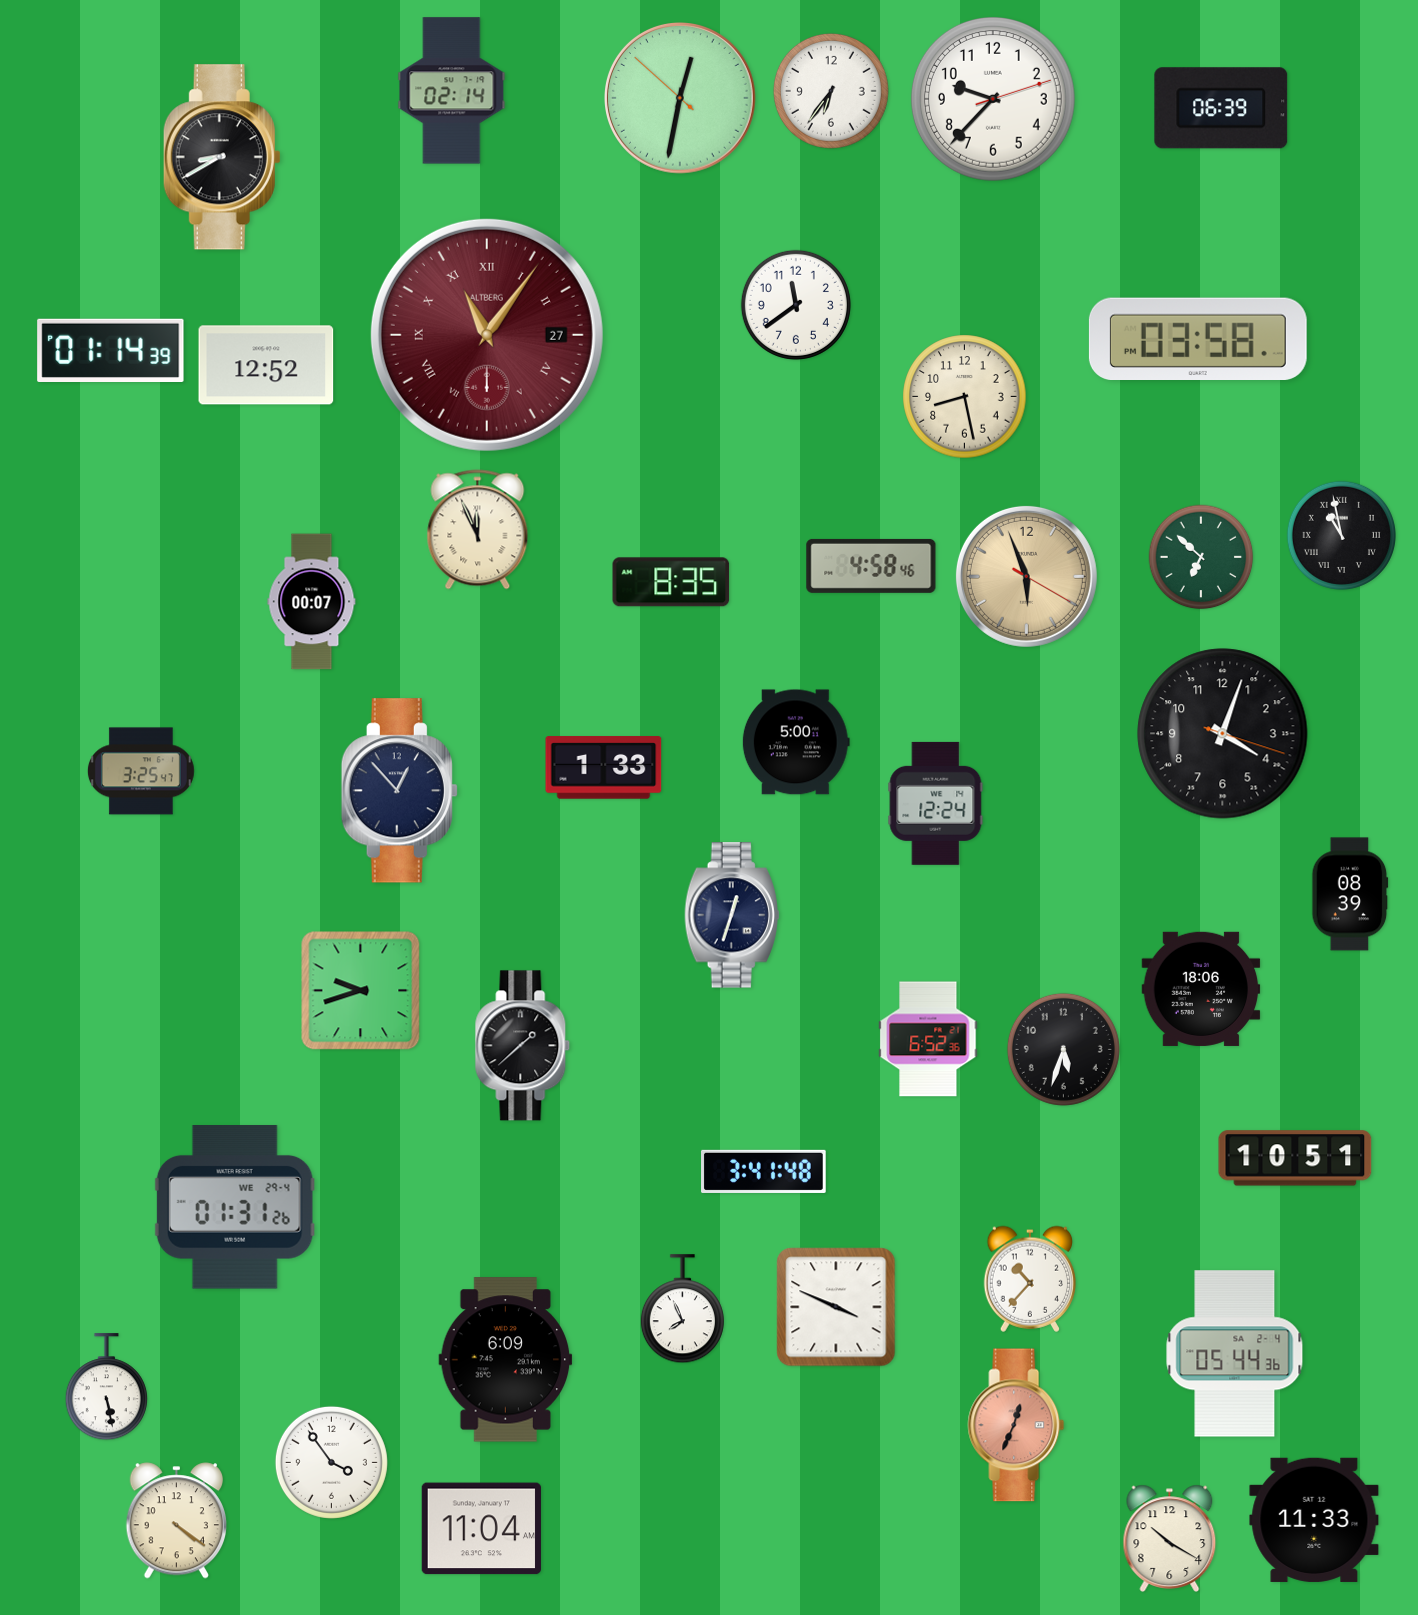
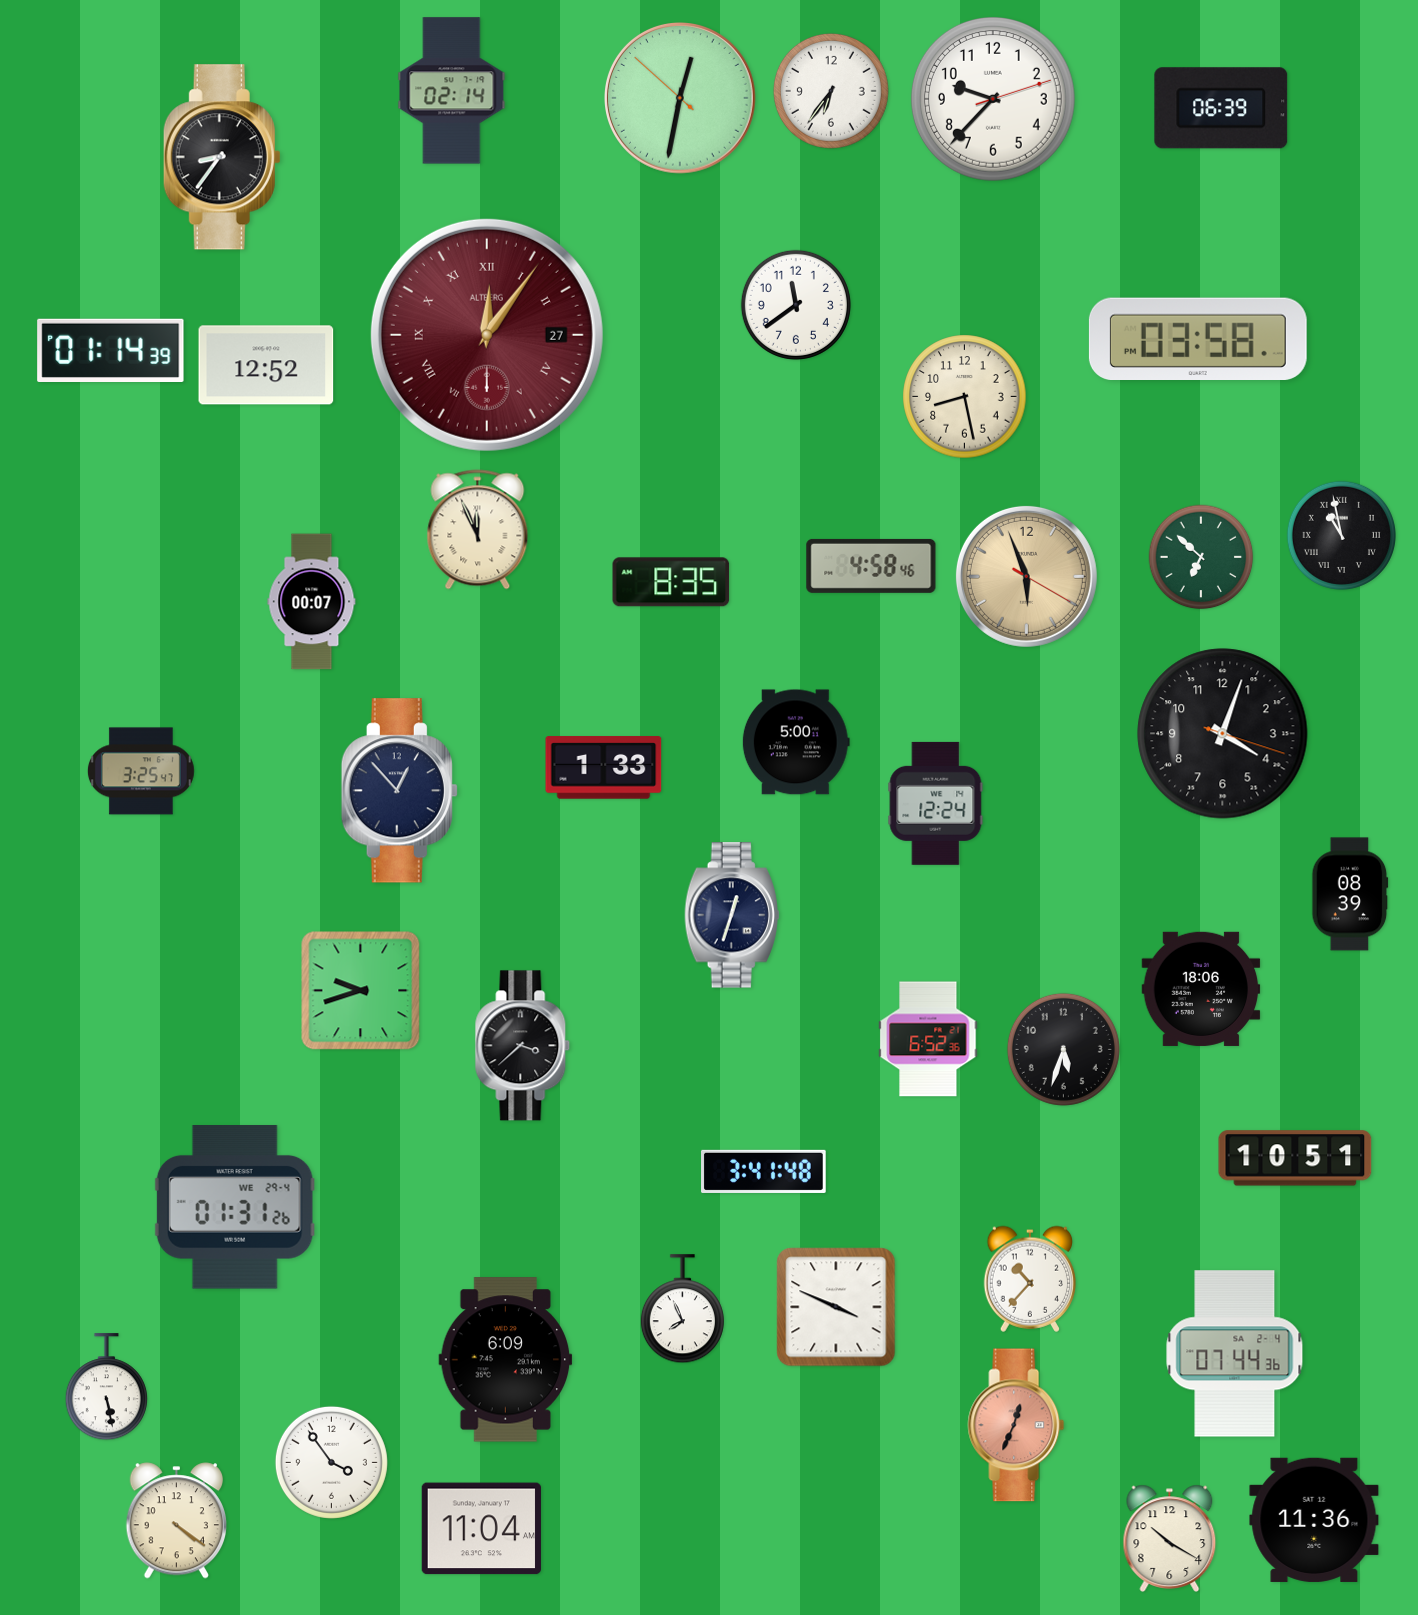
clock at (222, 157): 8:40 -> 8:36
clock at (487, 335): 11:06 -> 12:06
clock at (523, 1046): 1:38 -> 3:38
clock at (1235, 1354): 05:44 -> 07:44
clock at (1314, 1520): 11:33 -> 11:36
